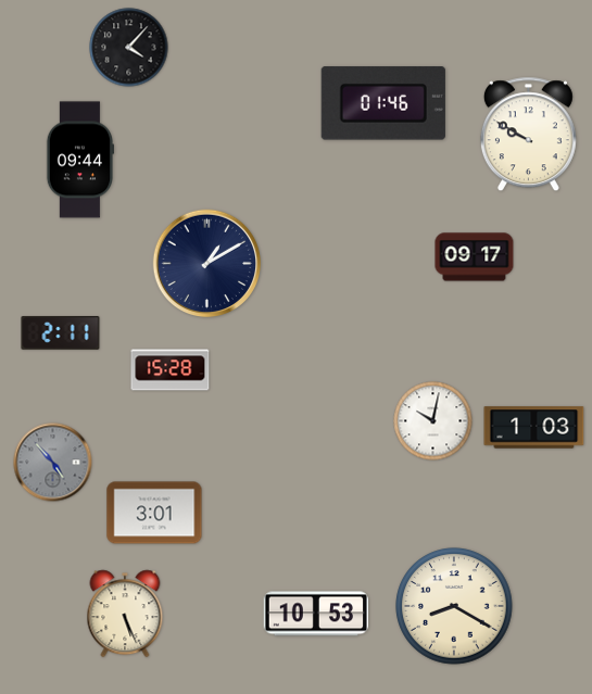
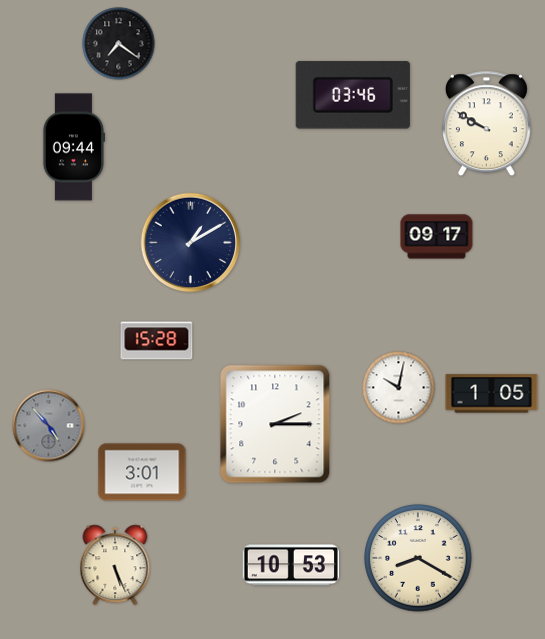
clock at (129, 48): 4:07 -> 7:21
clock at (383, 103): 01:46 -> 03:46
clock at (61, 333): 2:11 -> none
clock at (534, 428): 1:03 -> 1:05
clock at (275, 424): none -> 2:15
